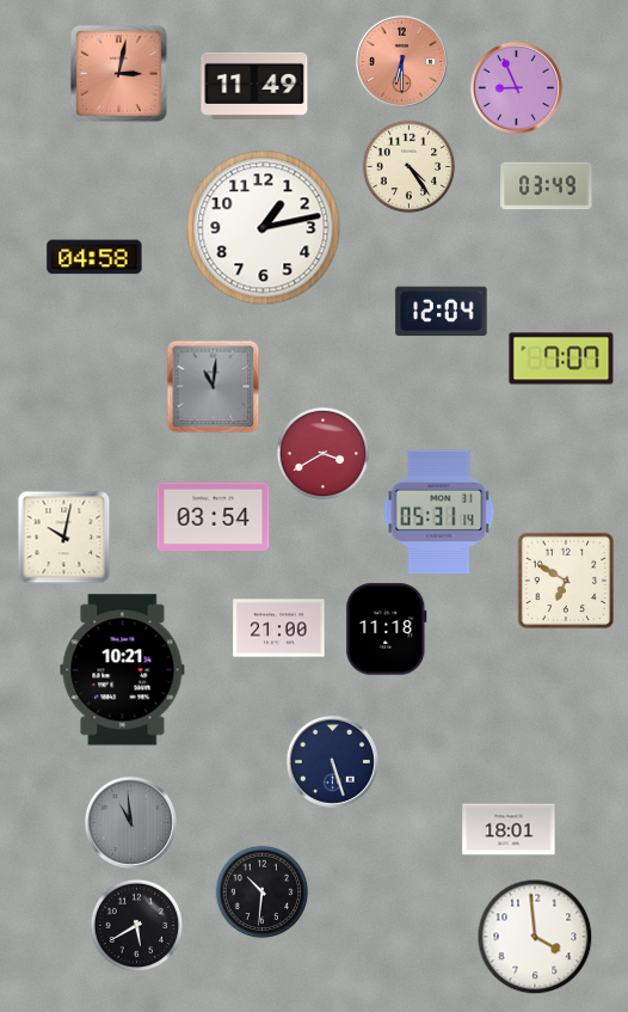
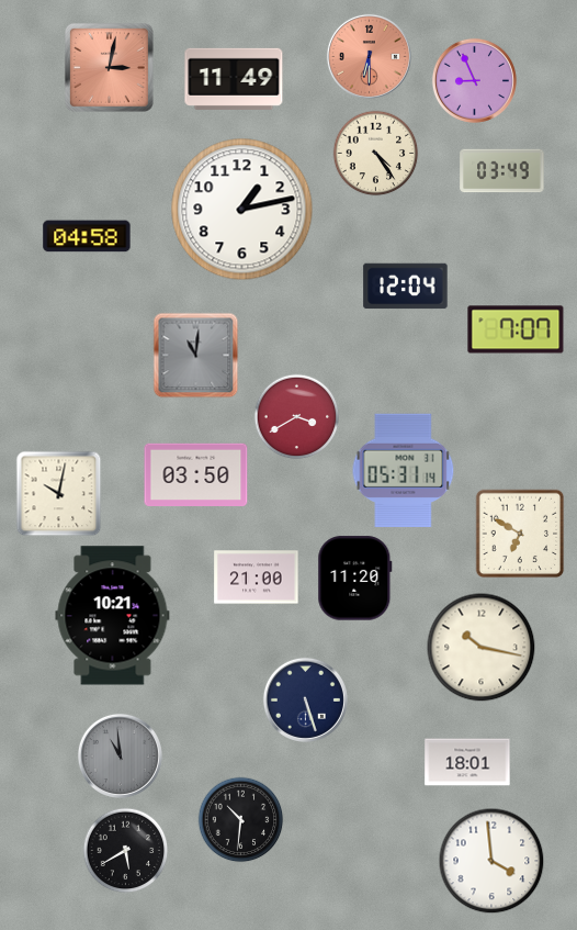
clock at (214, 517): 03:54 -> 03:50
clock at (387, 630): 11:18 -> 11:20
clock at (482, 648): none -> 10:17
